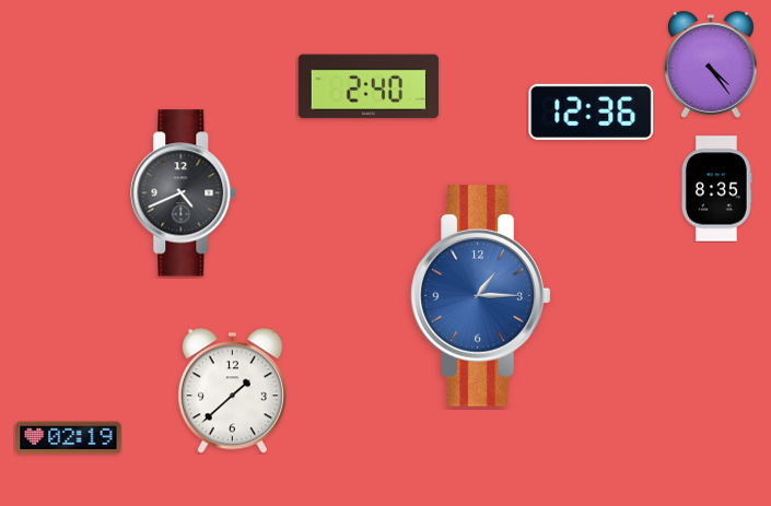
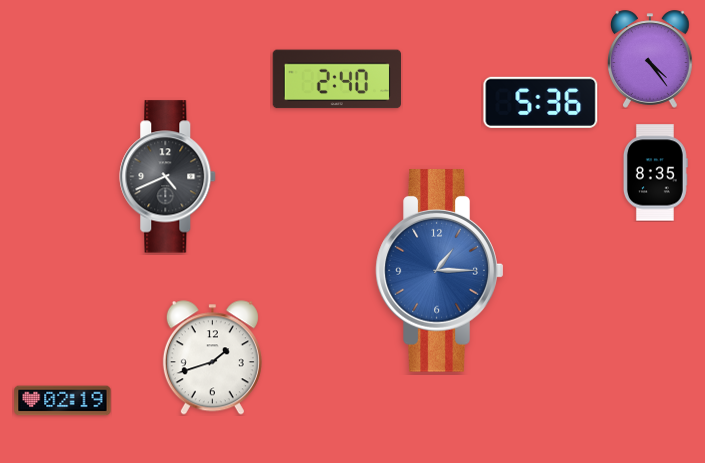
clock at (592, 111): 12:36 -> 5:36
clock at (232, 391): 1:38 -> 1:42
